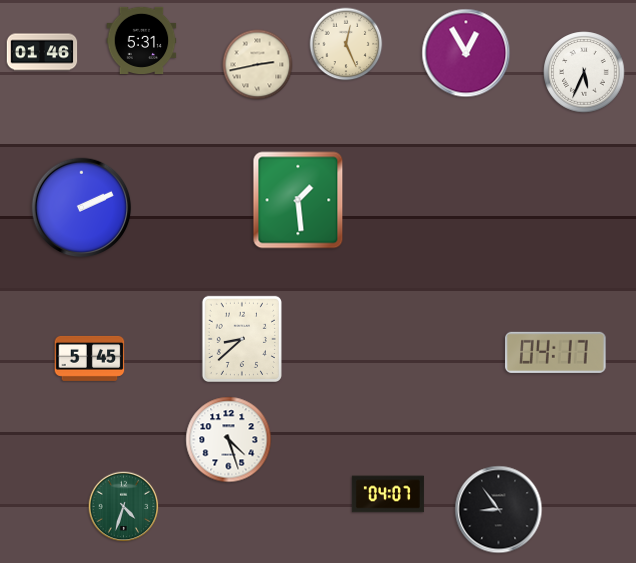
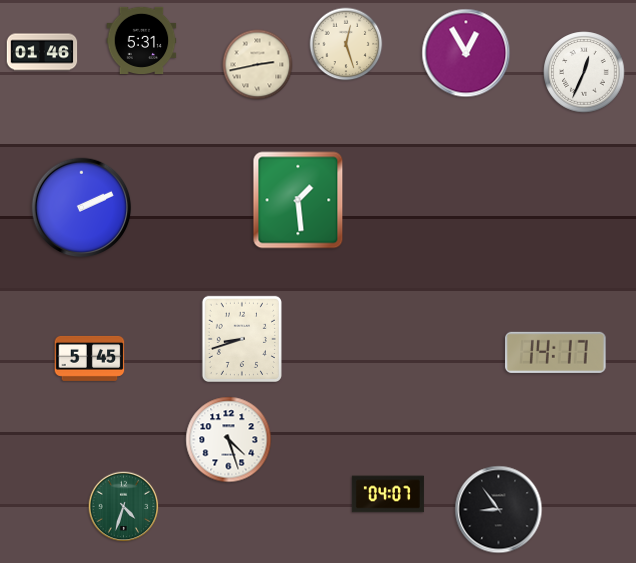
clock at (346, 44): 12:26 -> 12:27
clock at (584, 72): 5:34 -> 12:34
clock at (242, 338): 8:38 -> 8:42
clock at (556, 352): 04:17 -> 14:17
